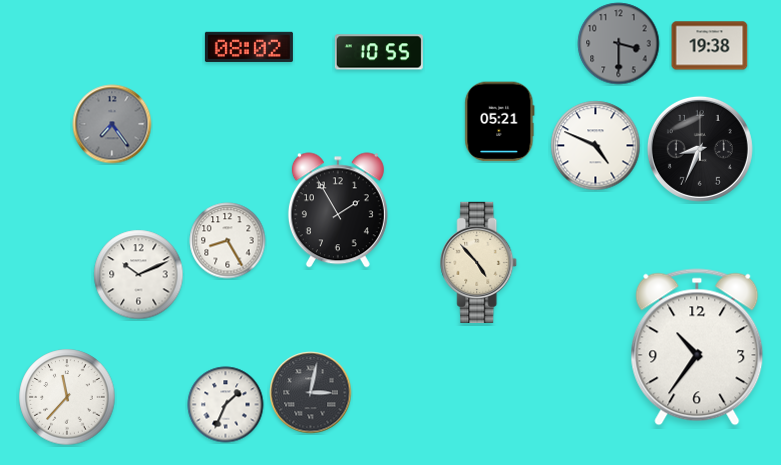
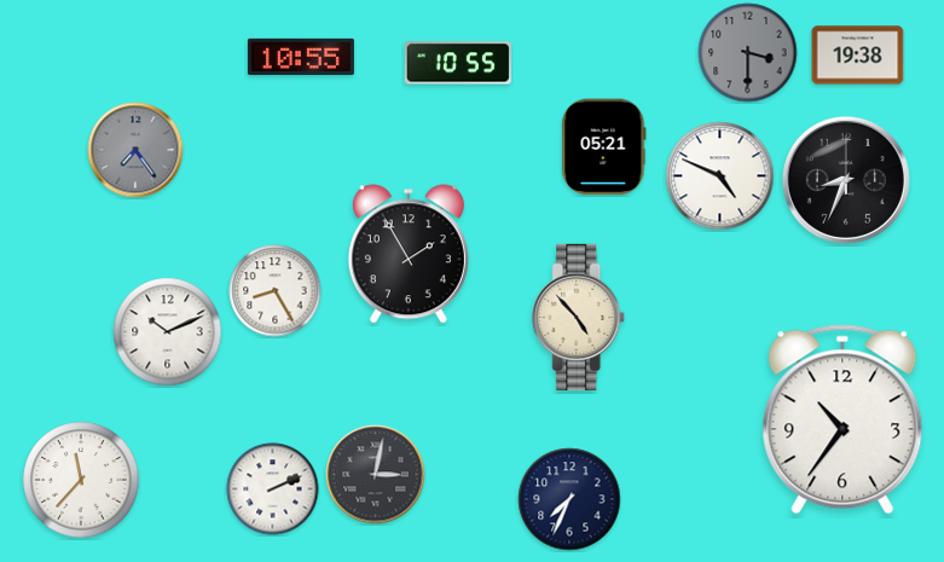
clock at (249, 47): 08:02 -> 10:55
clock at (226, 405): 1:34 -> 2:11
clock at (569, 499): none -> 7:34
